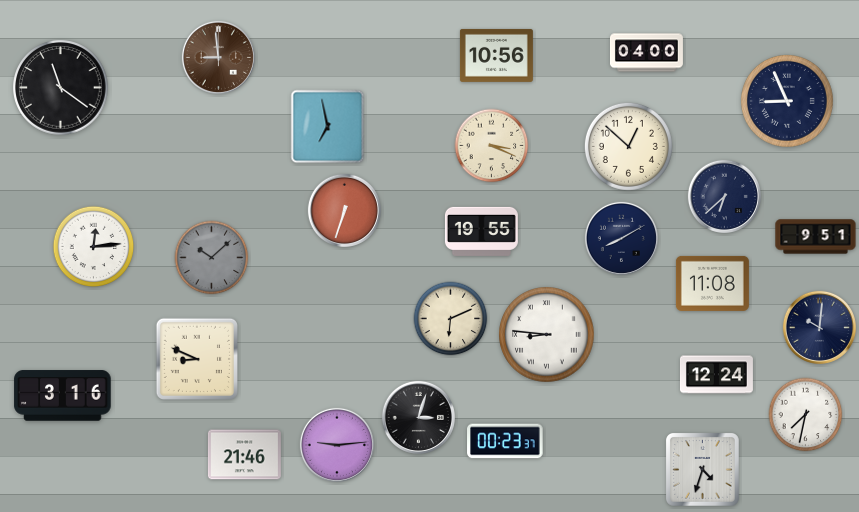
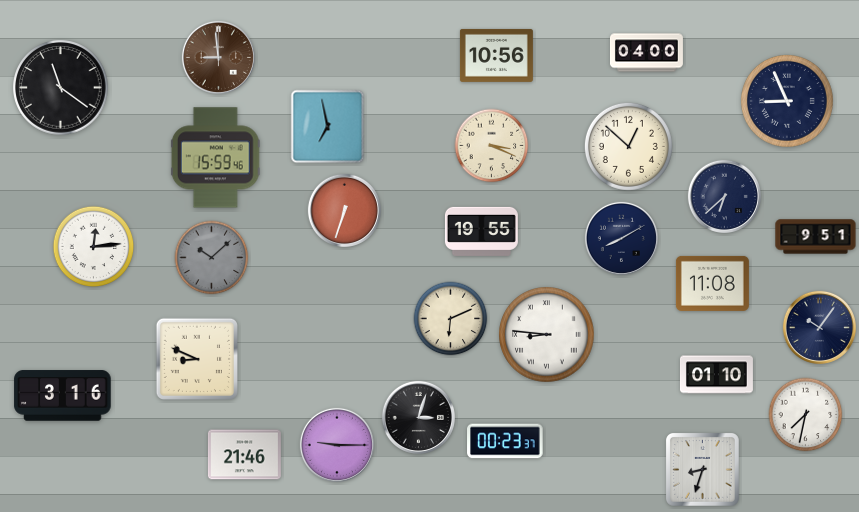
clock at (215, 158): none -> 15:59
clock at (819, 327): 10:01 -> 10:06
clock at (716, 375): 12:24 -> 01:10
clock at (337, 445): 9:14 -> 9:15
clock at (703, 470): 4:33 -> 8:33
